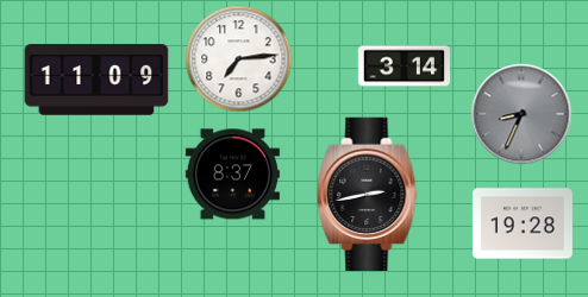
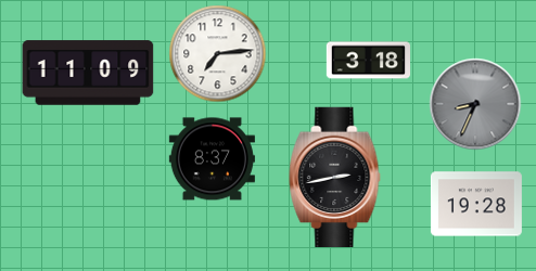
clock at (404, 67): 3:14 -> 3:18
